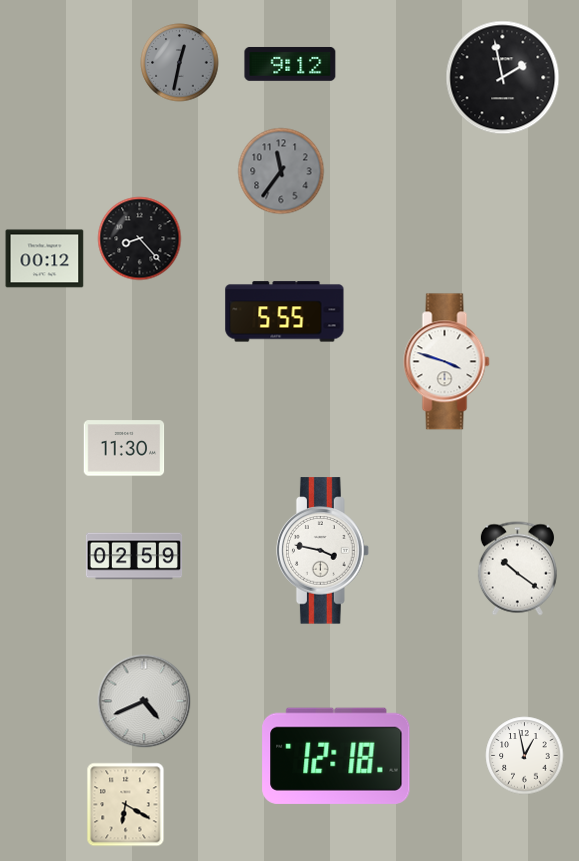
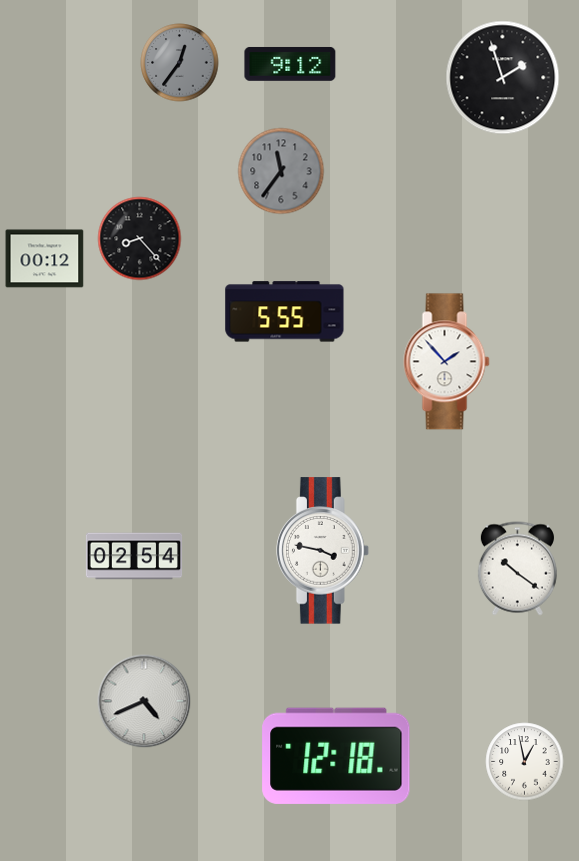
clock at (180, 63): 12:32 -> 12:36
clock at (503, 78): 1:58 -> 1:57
clock at (447, 362): 3:48 -> 1:53
clock at (124, 448): 11:30 -> none
clock at (134, 556): 02:59 -> 02:54
clock at (525, 756) position: (525, 756) -> (525, 762)
clock at (126, 805): 6:20 -> none
